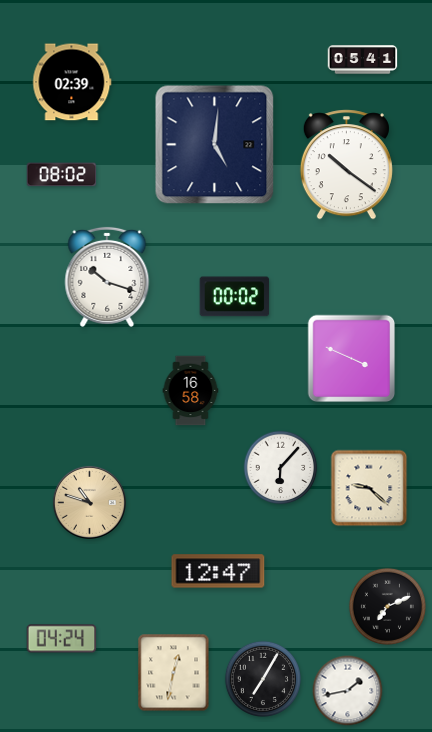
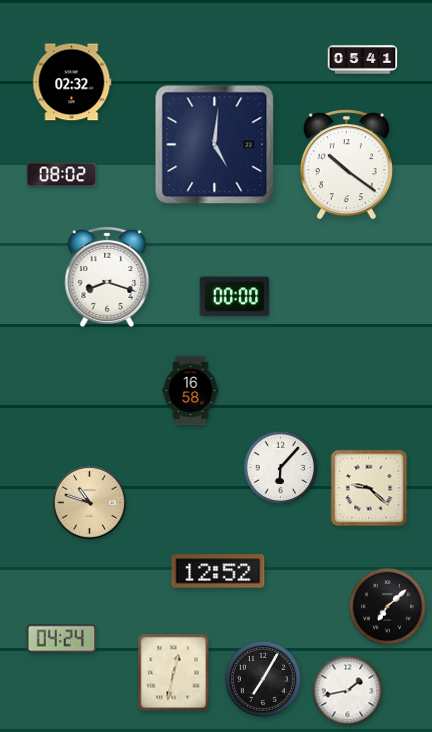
clock at (72, 82): 02:39 -> 02:32
clock at (107, 277): 10:18 -> 8:18
clock at (235, 297): 00:02 -> 00:00
clock at (352, 359): 3:49 -> none
clock at (218, 571): 12:47 -> 12:52
clock at (387, 606): 7:11 -> 7:08
